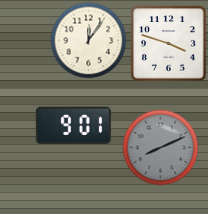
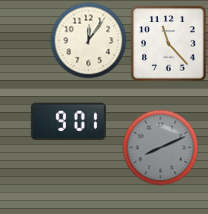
clock at (169, 44): 3:48 -> 11:23
clock at (73, 126) position: (73, 126) -> (68, 122)
